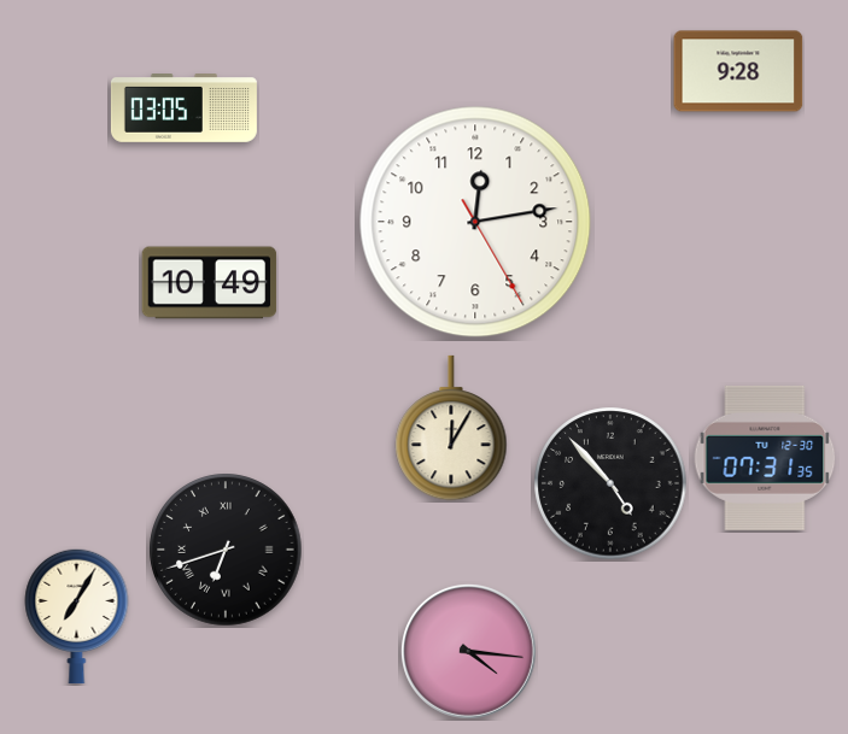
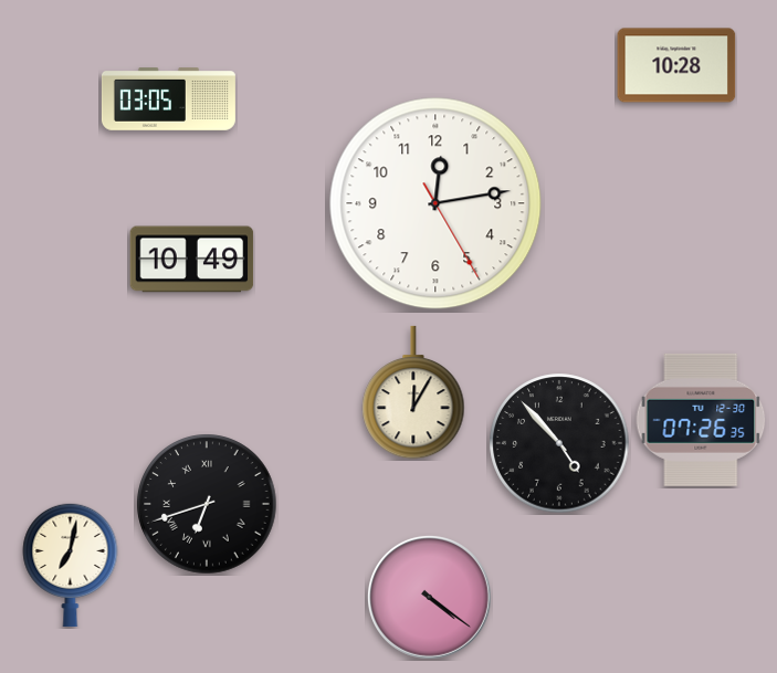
clock at (738, 71): 9:28 -> 10:28
clock at (765, 458): 07:31 -> 07:26
clock at (77, 616): 7:05 -> 7:02
clock at (468, 651): 4:16 -> 4:21
